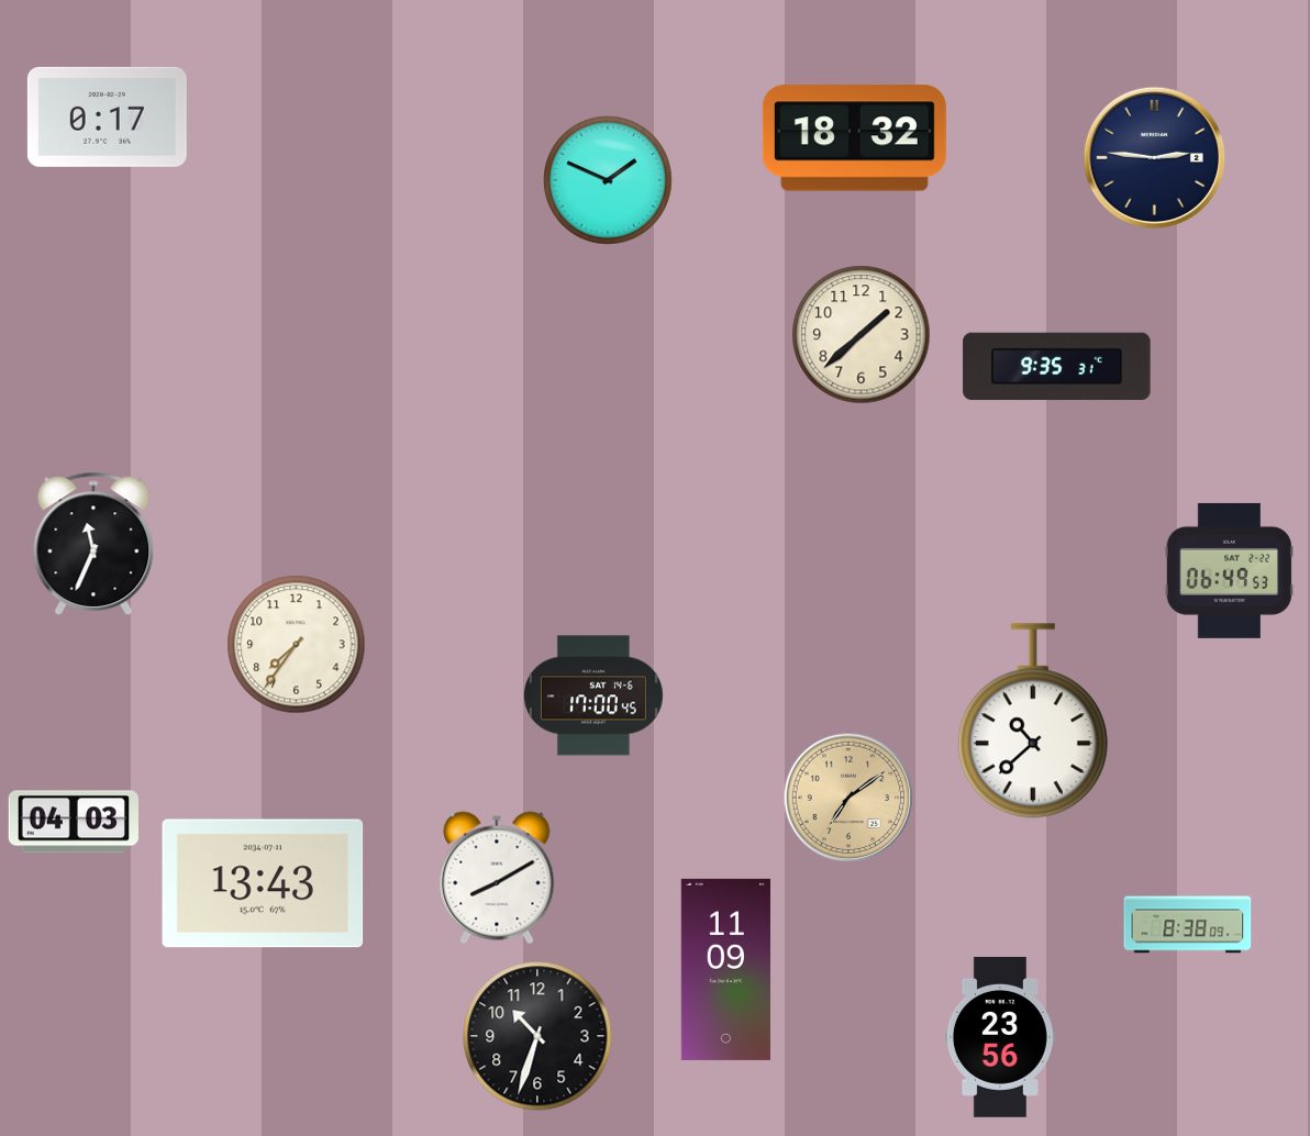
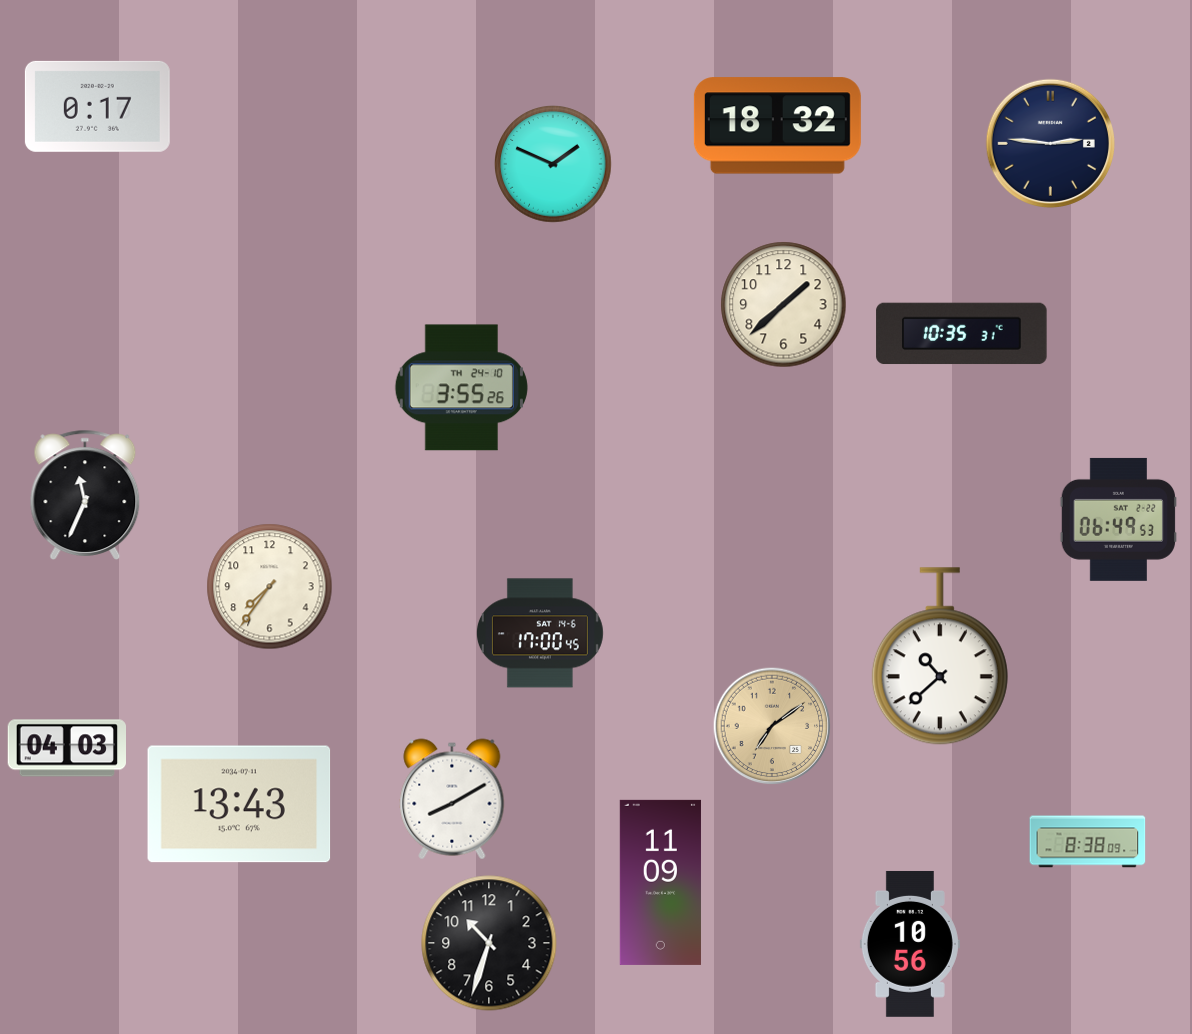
clock at (1057, 367): 9:35 -> 10:35
clock at (461, 388): none -> 3:55
clock at (1188, 925) position: (1188, 925) -> (1088, 842)
clock at (1000, 1037): 23:56 -> 10:56
